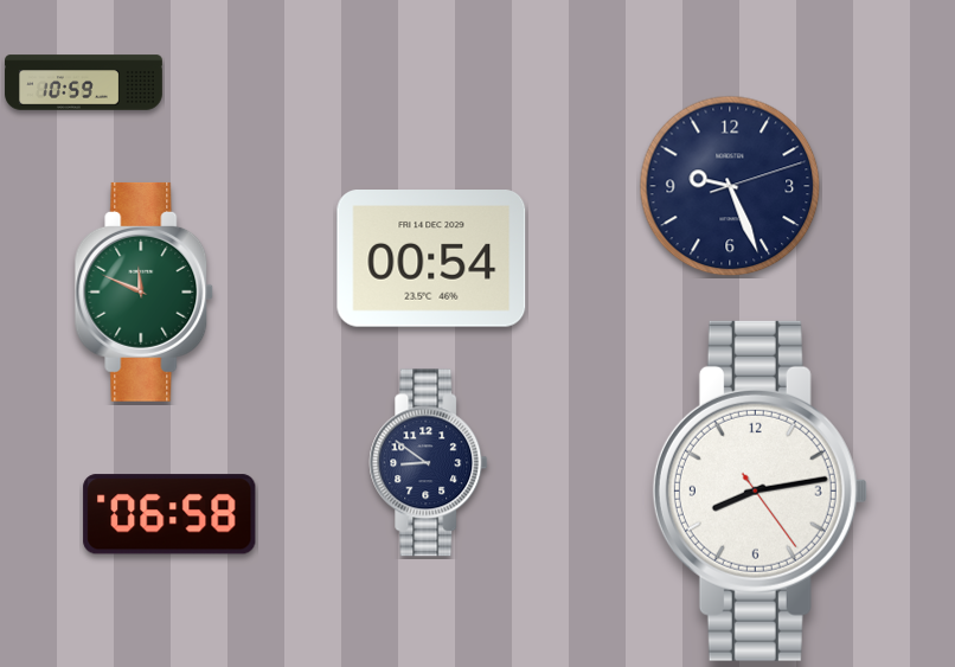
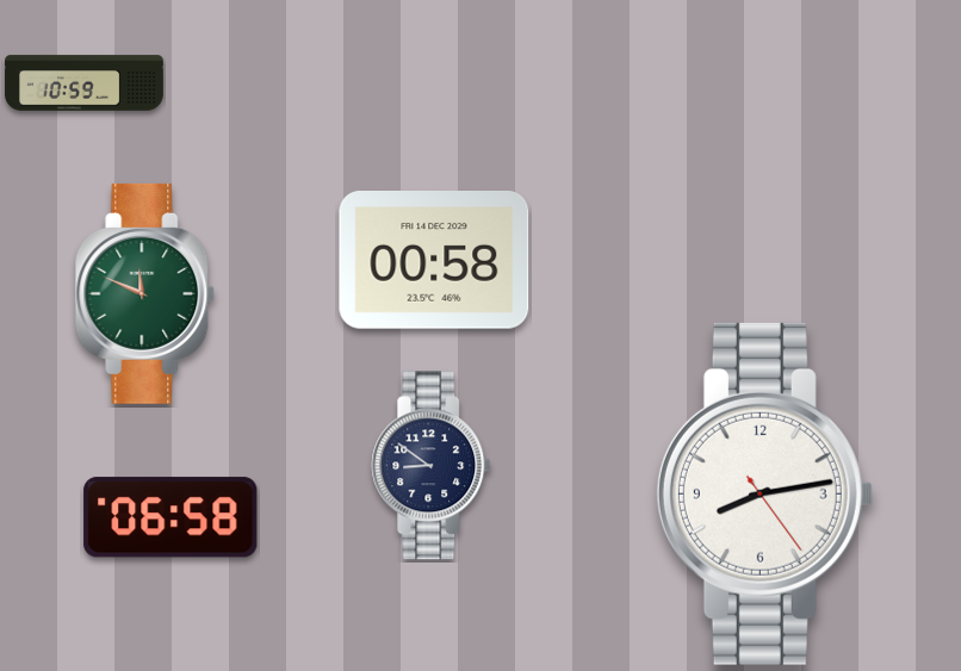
clock at (730, 186): 9:26 -> none
clock at (431, 259): 00:54 -> 00:58
